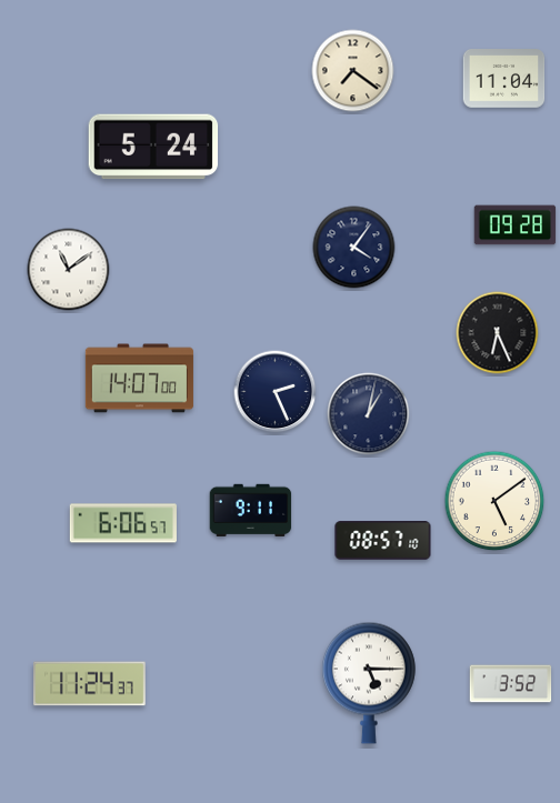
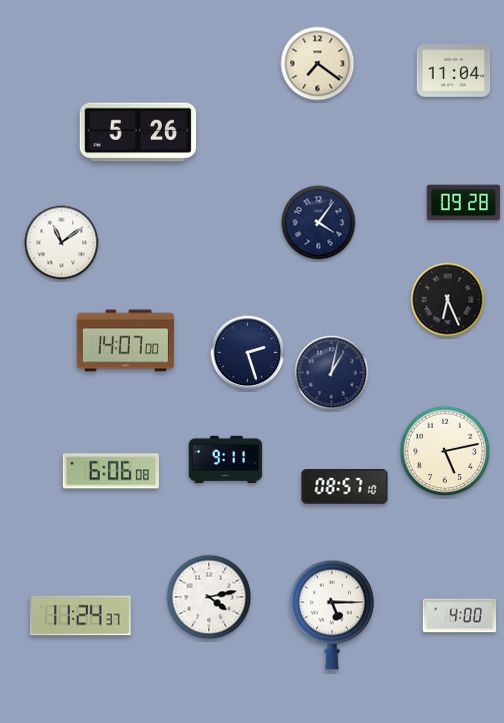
clock at (153, 147): 5:24 -> 5:26
clock at (276, 392): 2:26 -> 2:27
clock at (494, 501): 5:09 -> 5:13
clock at (123, 523): 6:06:57 -> 6:06:08
clock at (209, 597): none -> 4:13
clock at (511, 684): 3:52 -> 4:00
